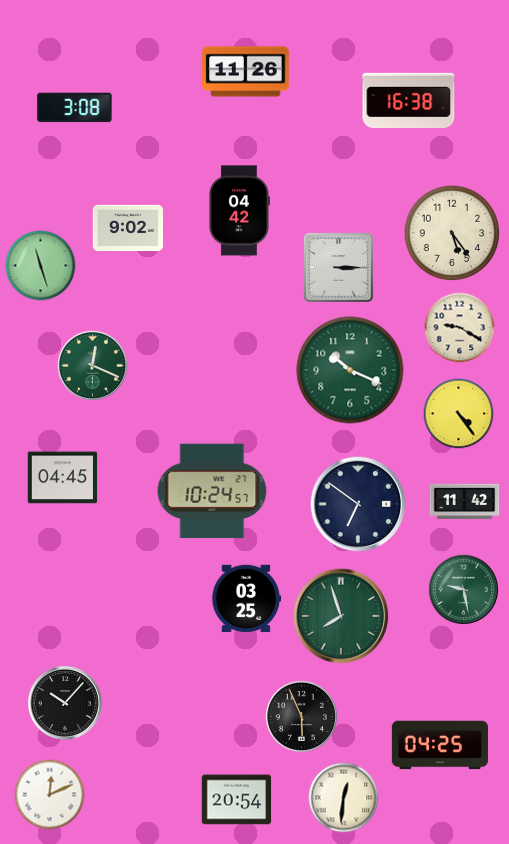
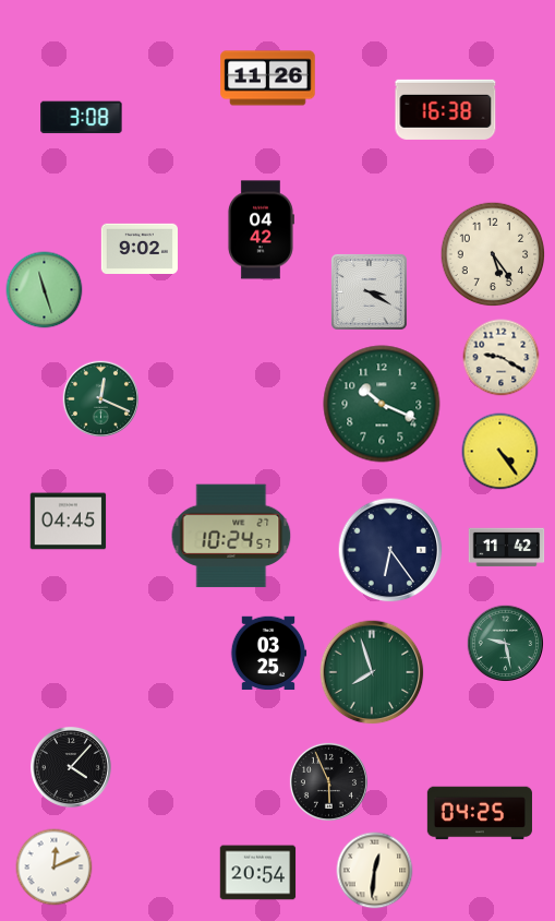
clock at (338, 267): 3:15 -> 3:20
clock at (358, 504): 6:51 -> 6:24
clock at (65, 703): 10:07 -> 4:07
